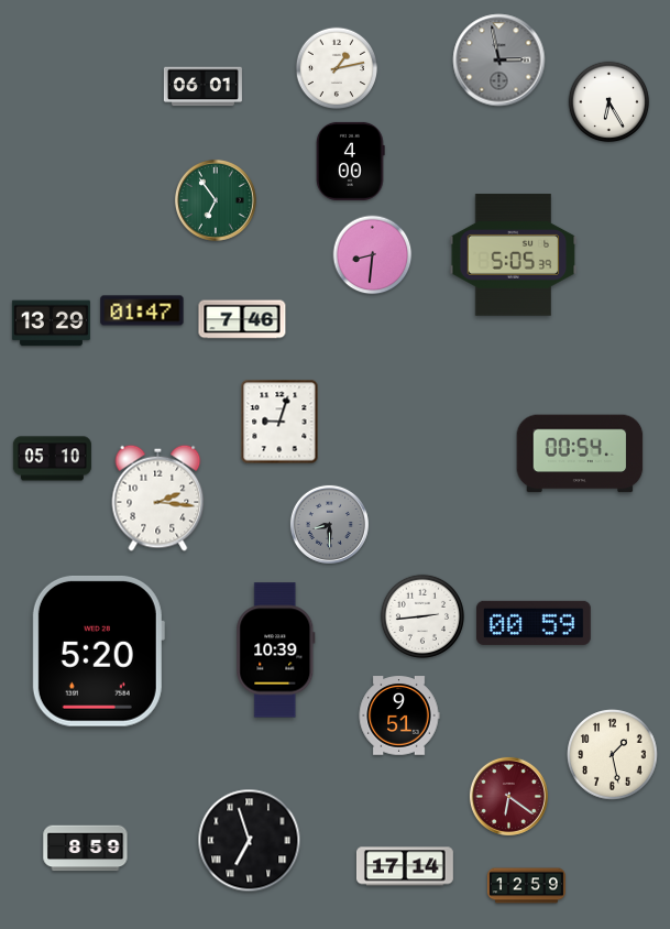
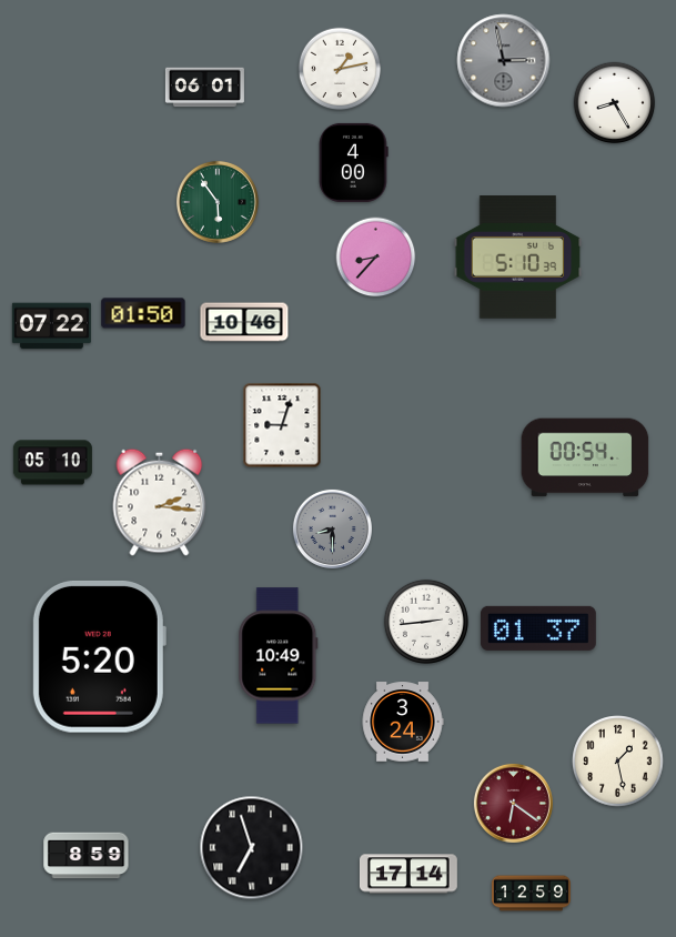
clock at (609, 102): 6:25 -> 8:25
clock at (216, 200): 6:54 -> 5:54
clock at (373, 255): 8:31 -> 8:37
clock at (514, 255): 5:05 -> 5:10
clock at (142, 310): 01:47 -> 01:50
clock at (242, 319): 7:46 -> 10:46
clock at (51, 324): 13:29 -> 07:22
clock at (534, 623): 00:59 -> 01:37
clock at (276, 651): 10:39 -> 10:49
clock at (399, 715): 9:51 -> 3:24
